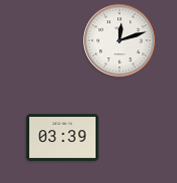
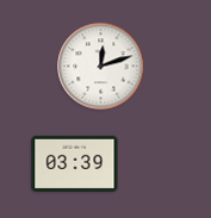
clock at (120, 41) position: (120, 41) -> (101, 67)
